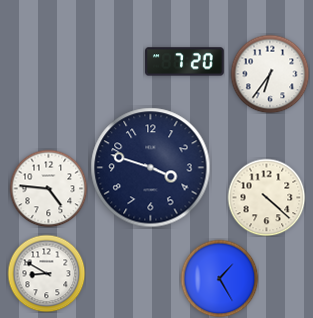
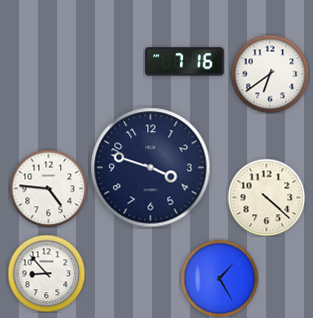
clock at (185, 62): 7:20 -> 7:16
clock at (270, 74): 6:36 -> 6:39
clock at (46, 273): 8:50 -> 8:53
